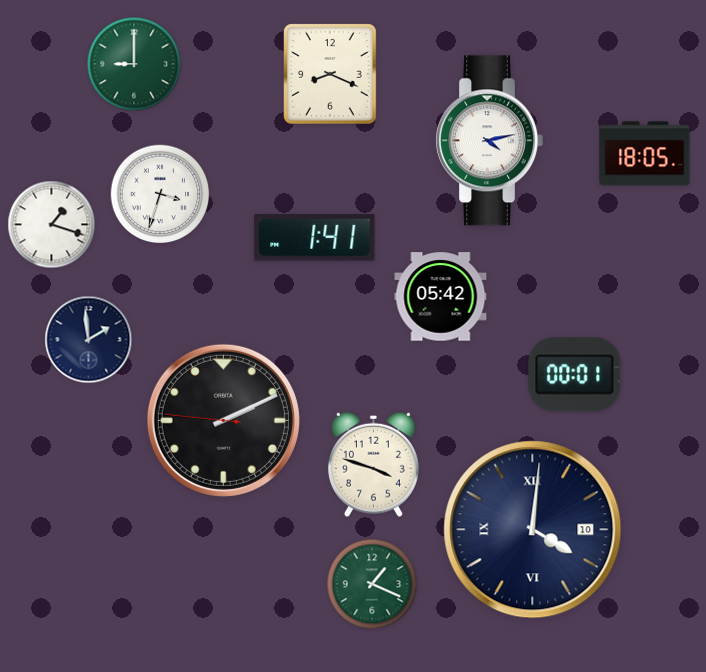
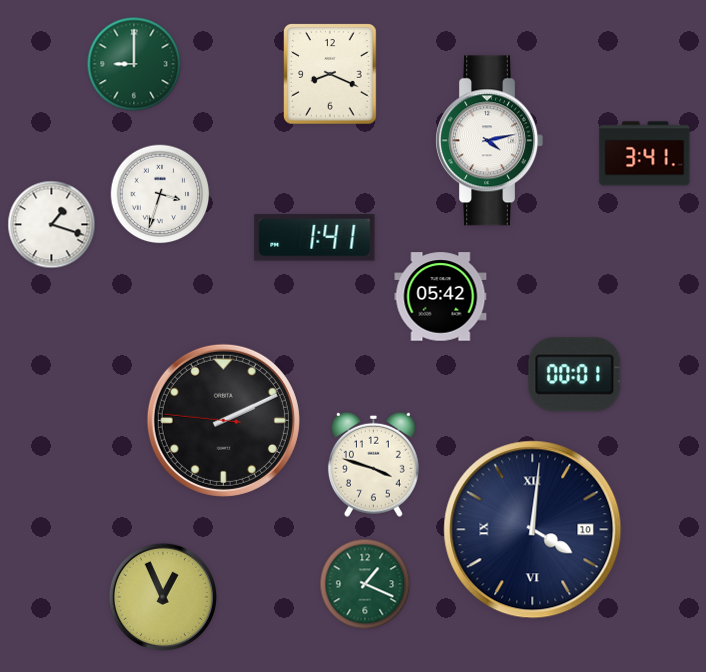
clock at (645, 154): 18:05 -> 3:41
clock at (89, 340): 1:59 -> none
clock at (372, 584) position: (372, 584) -> (365, 584)
clock at (163, 597): none -> 12:56
